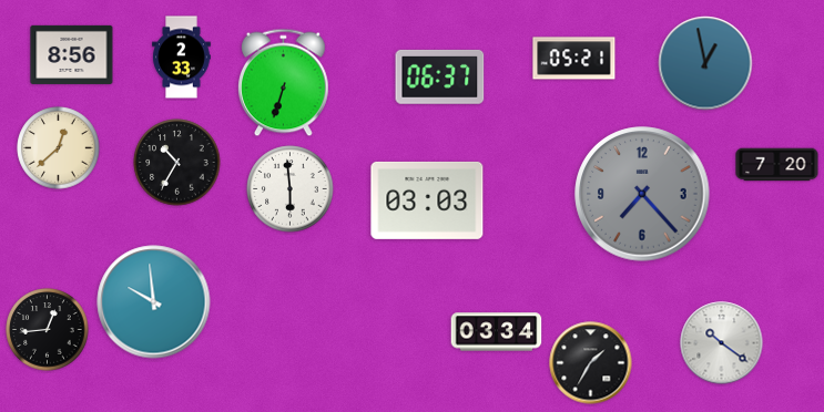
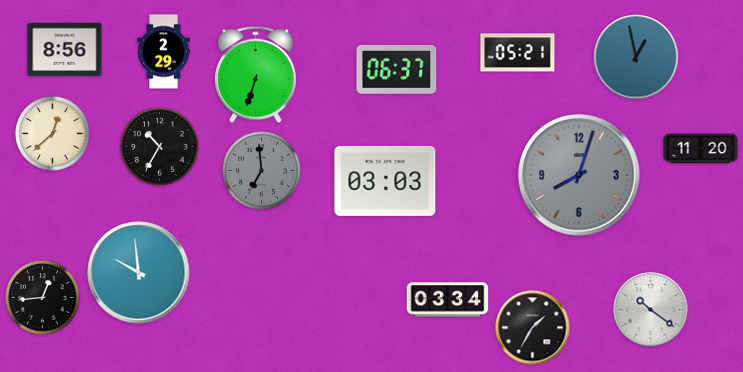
clock at (182, 58): 2:33 -> 2:29
clock at (777, 165): 7:20 -> 11:20
clock at (291, 189): 5:59 -> 6:59
clock at (291, 189) dial: white -> grey
clock at (642, 194): 7:23 -> 8:03
